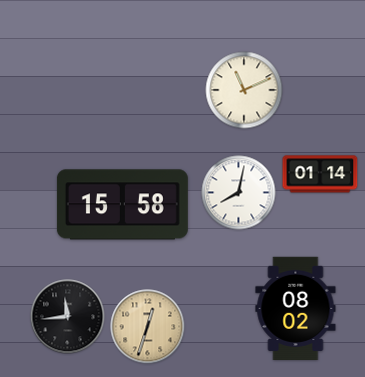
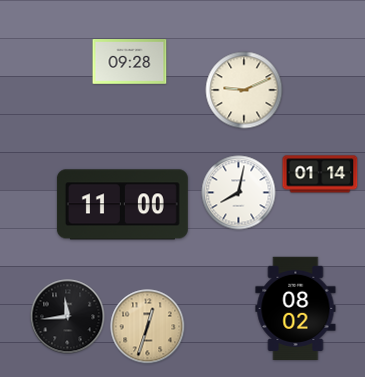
clock at (130, 62): none -> 09:28
clock at (244, 90): 11:11 -> 9:11
clock at (122, 205): 15:58 -> 11:00
